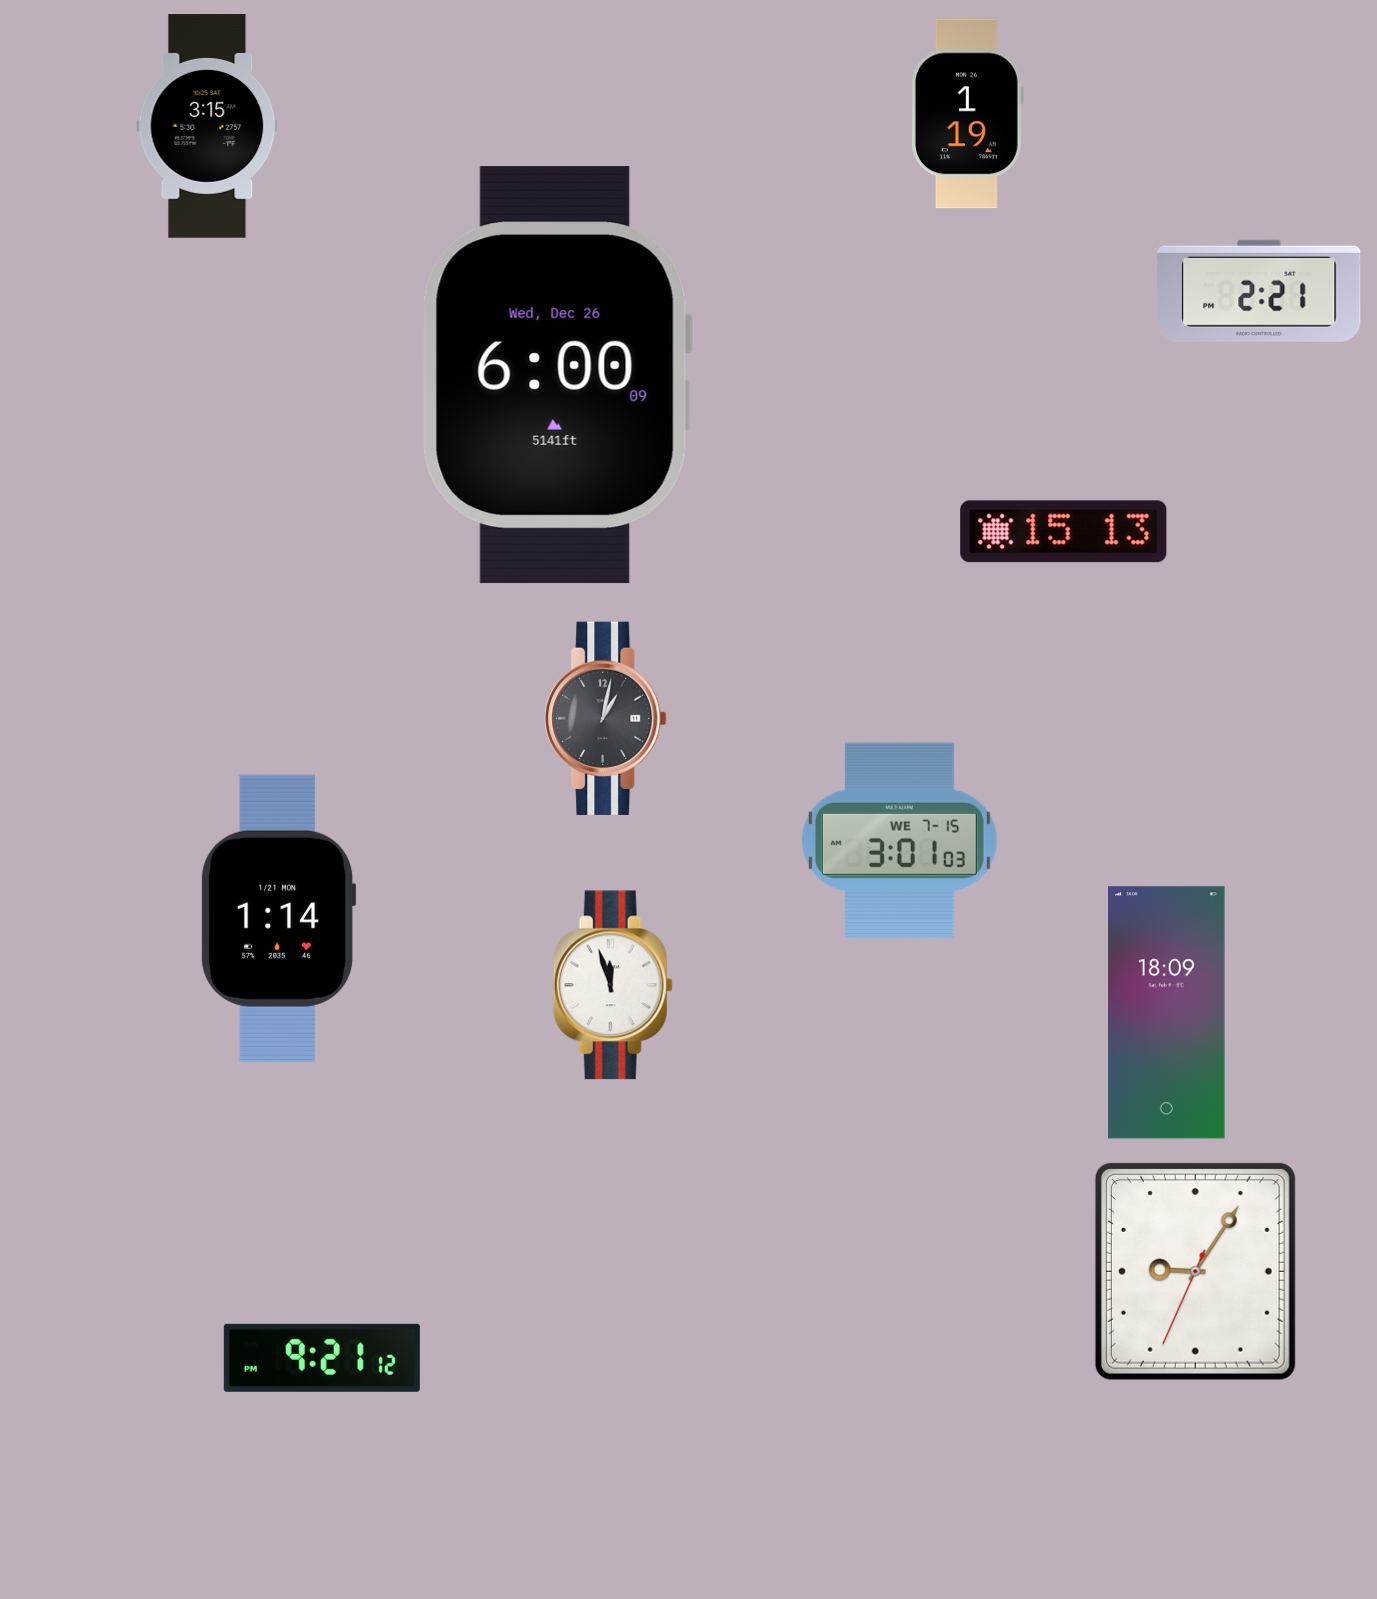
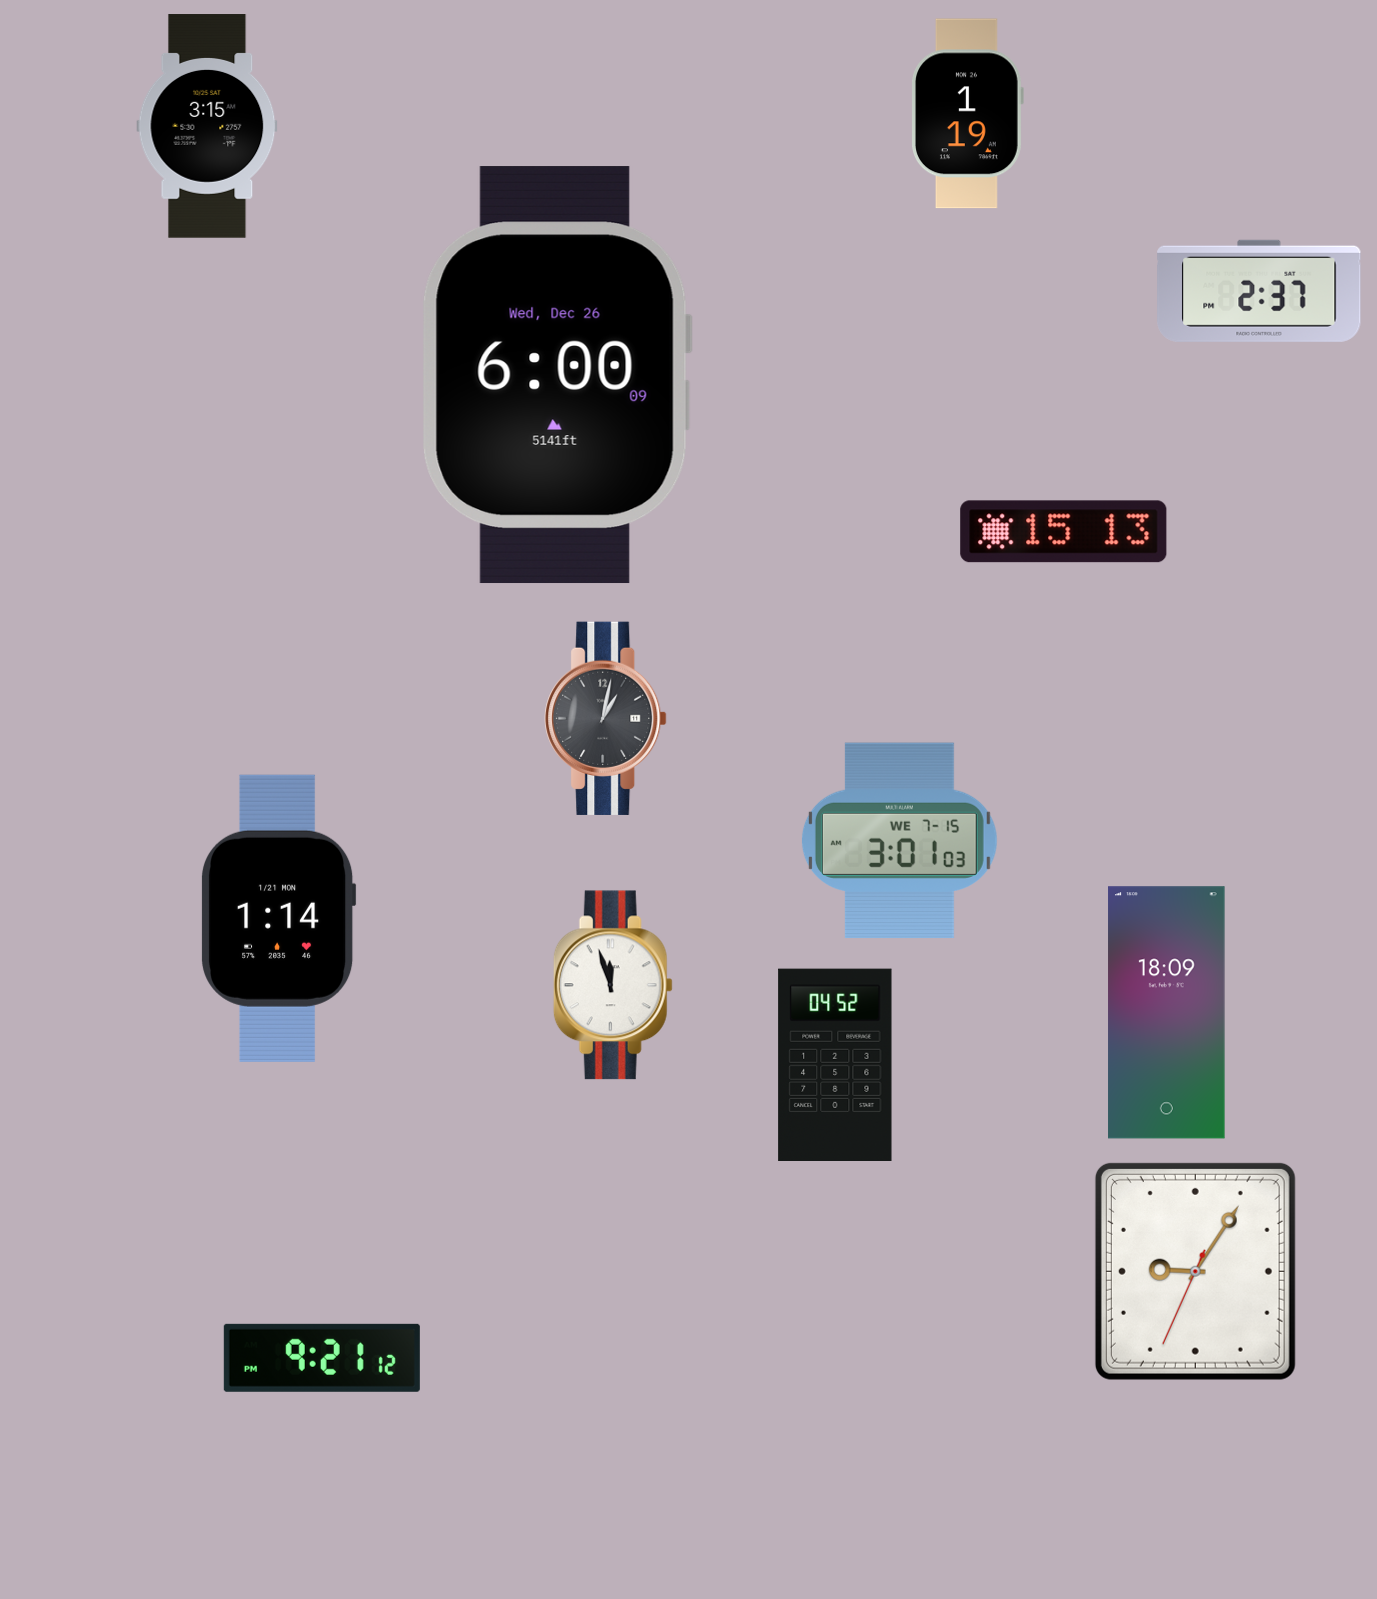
clock at (1259, 291): 2:21 -> 2:37
clock at (835, 1064): none -> 04:52
